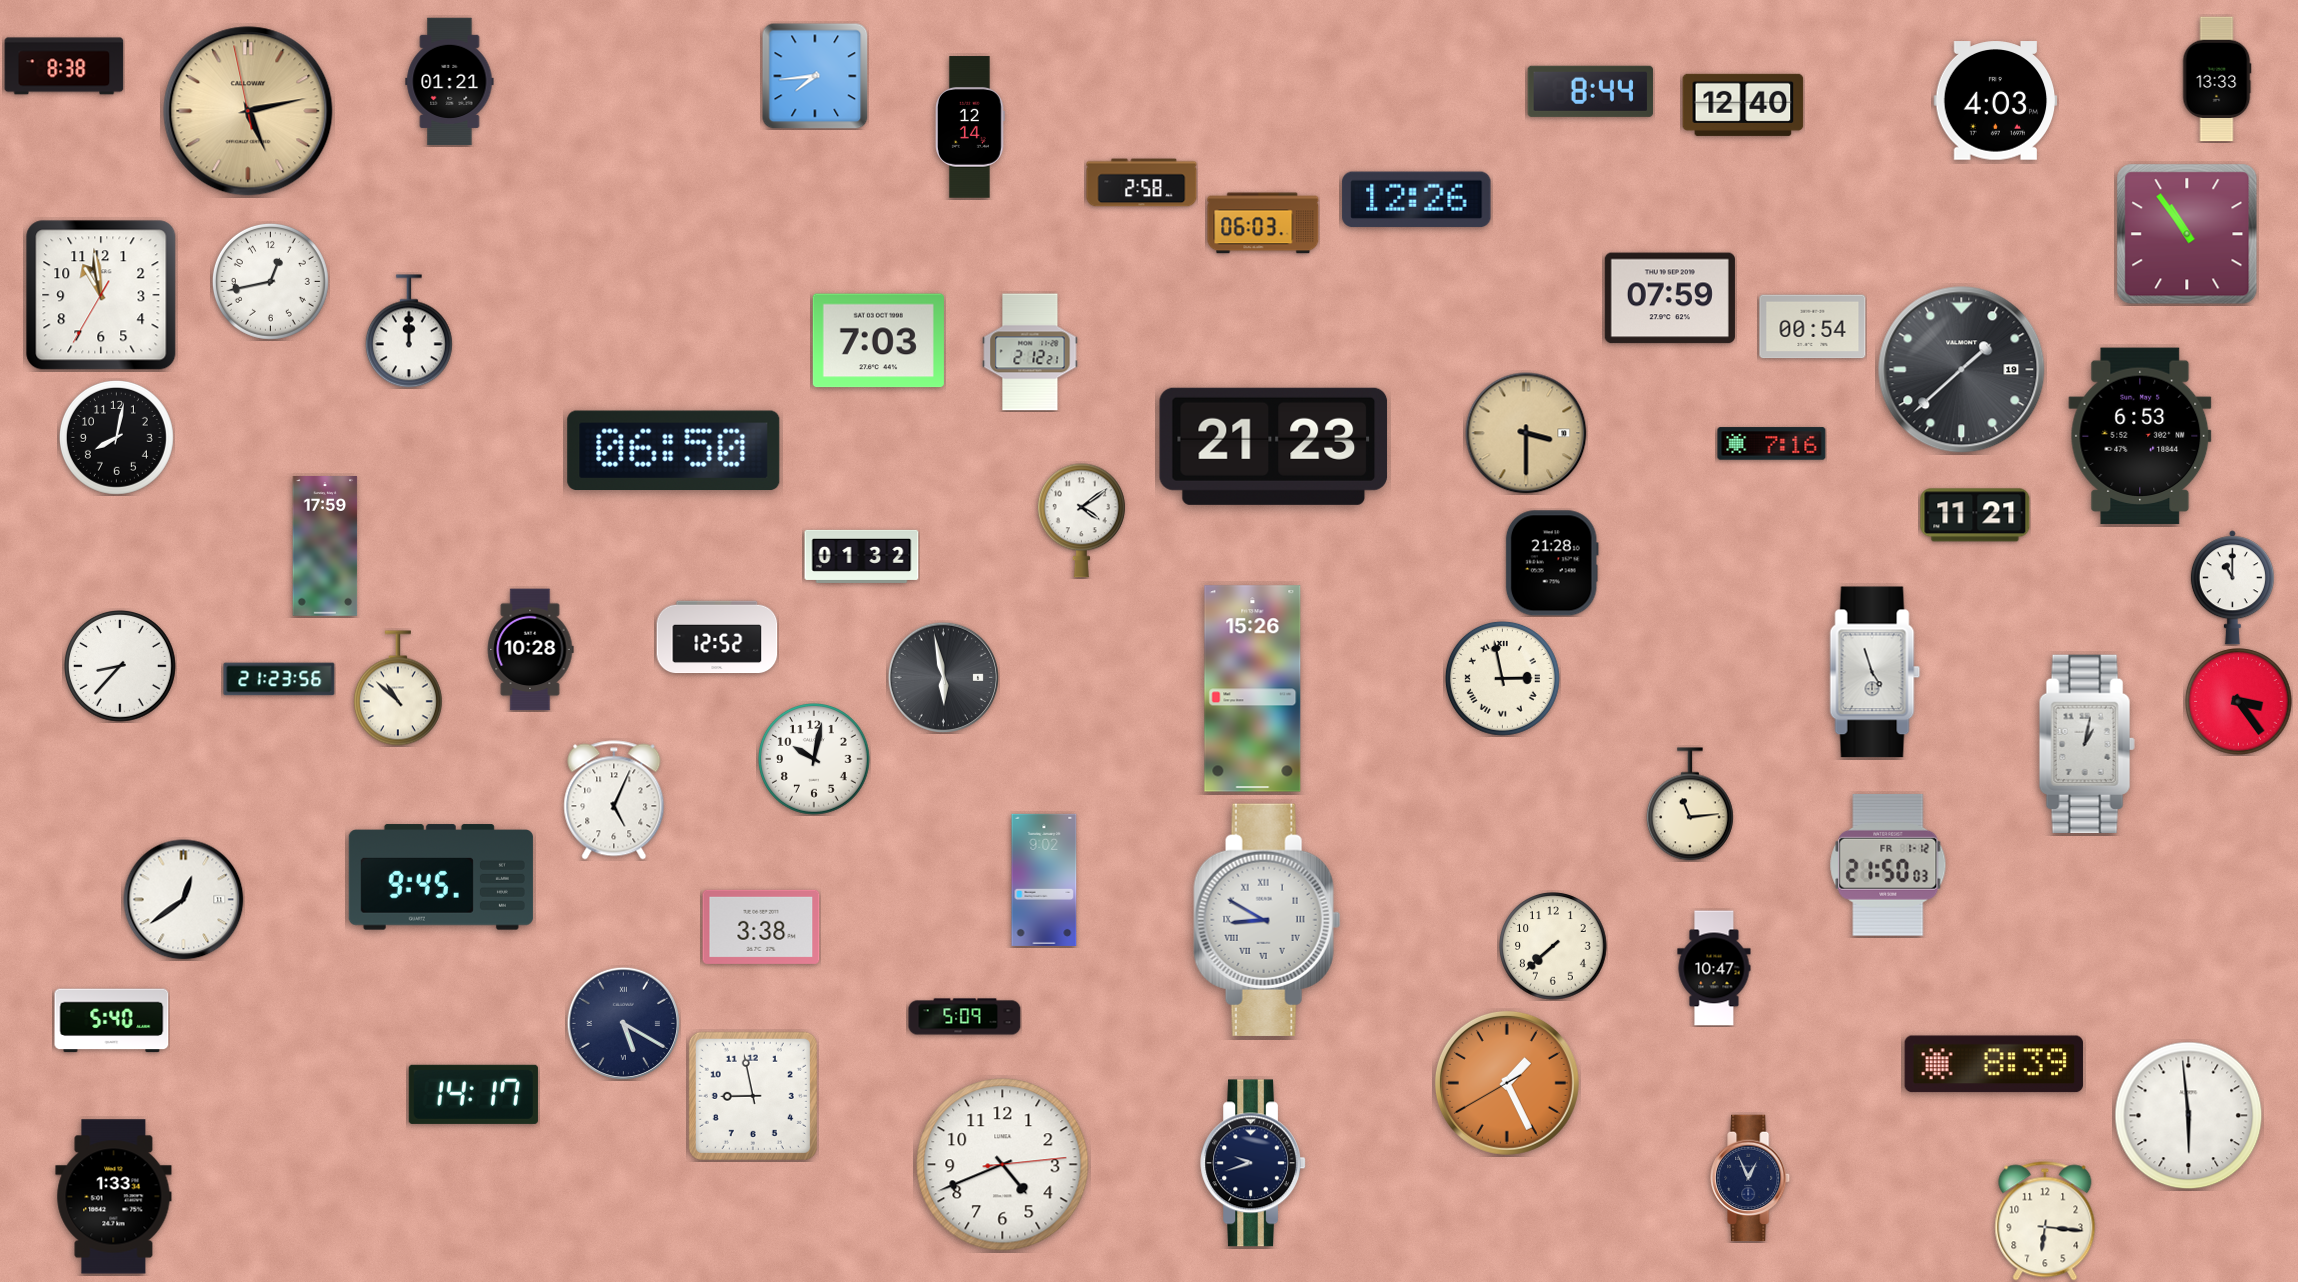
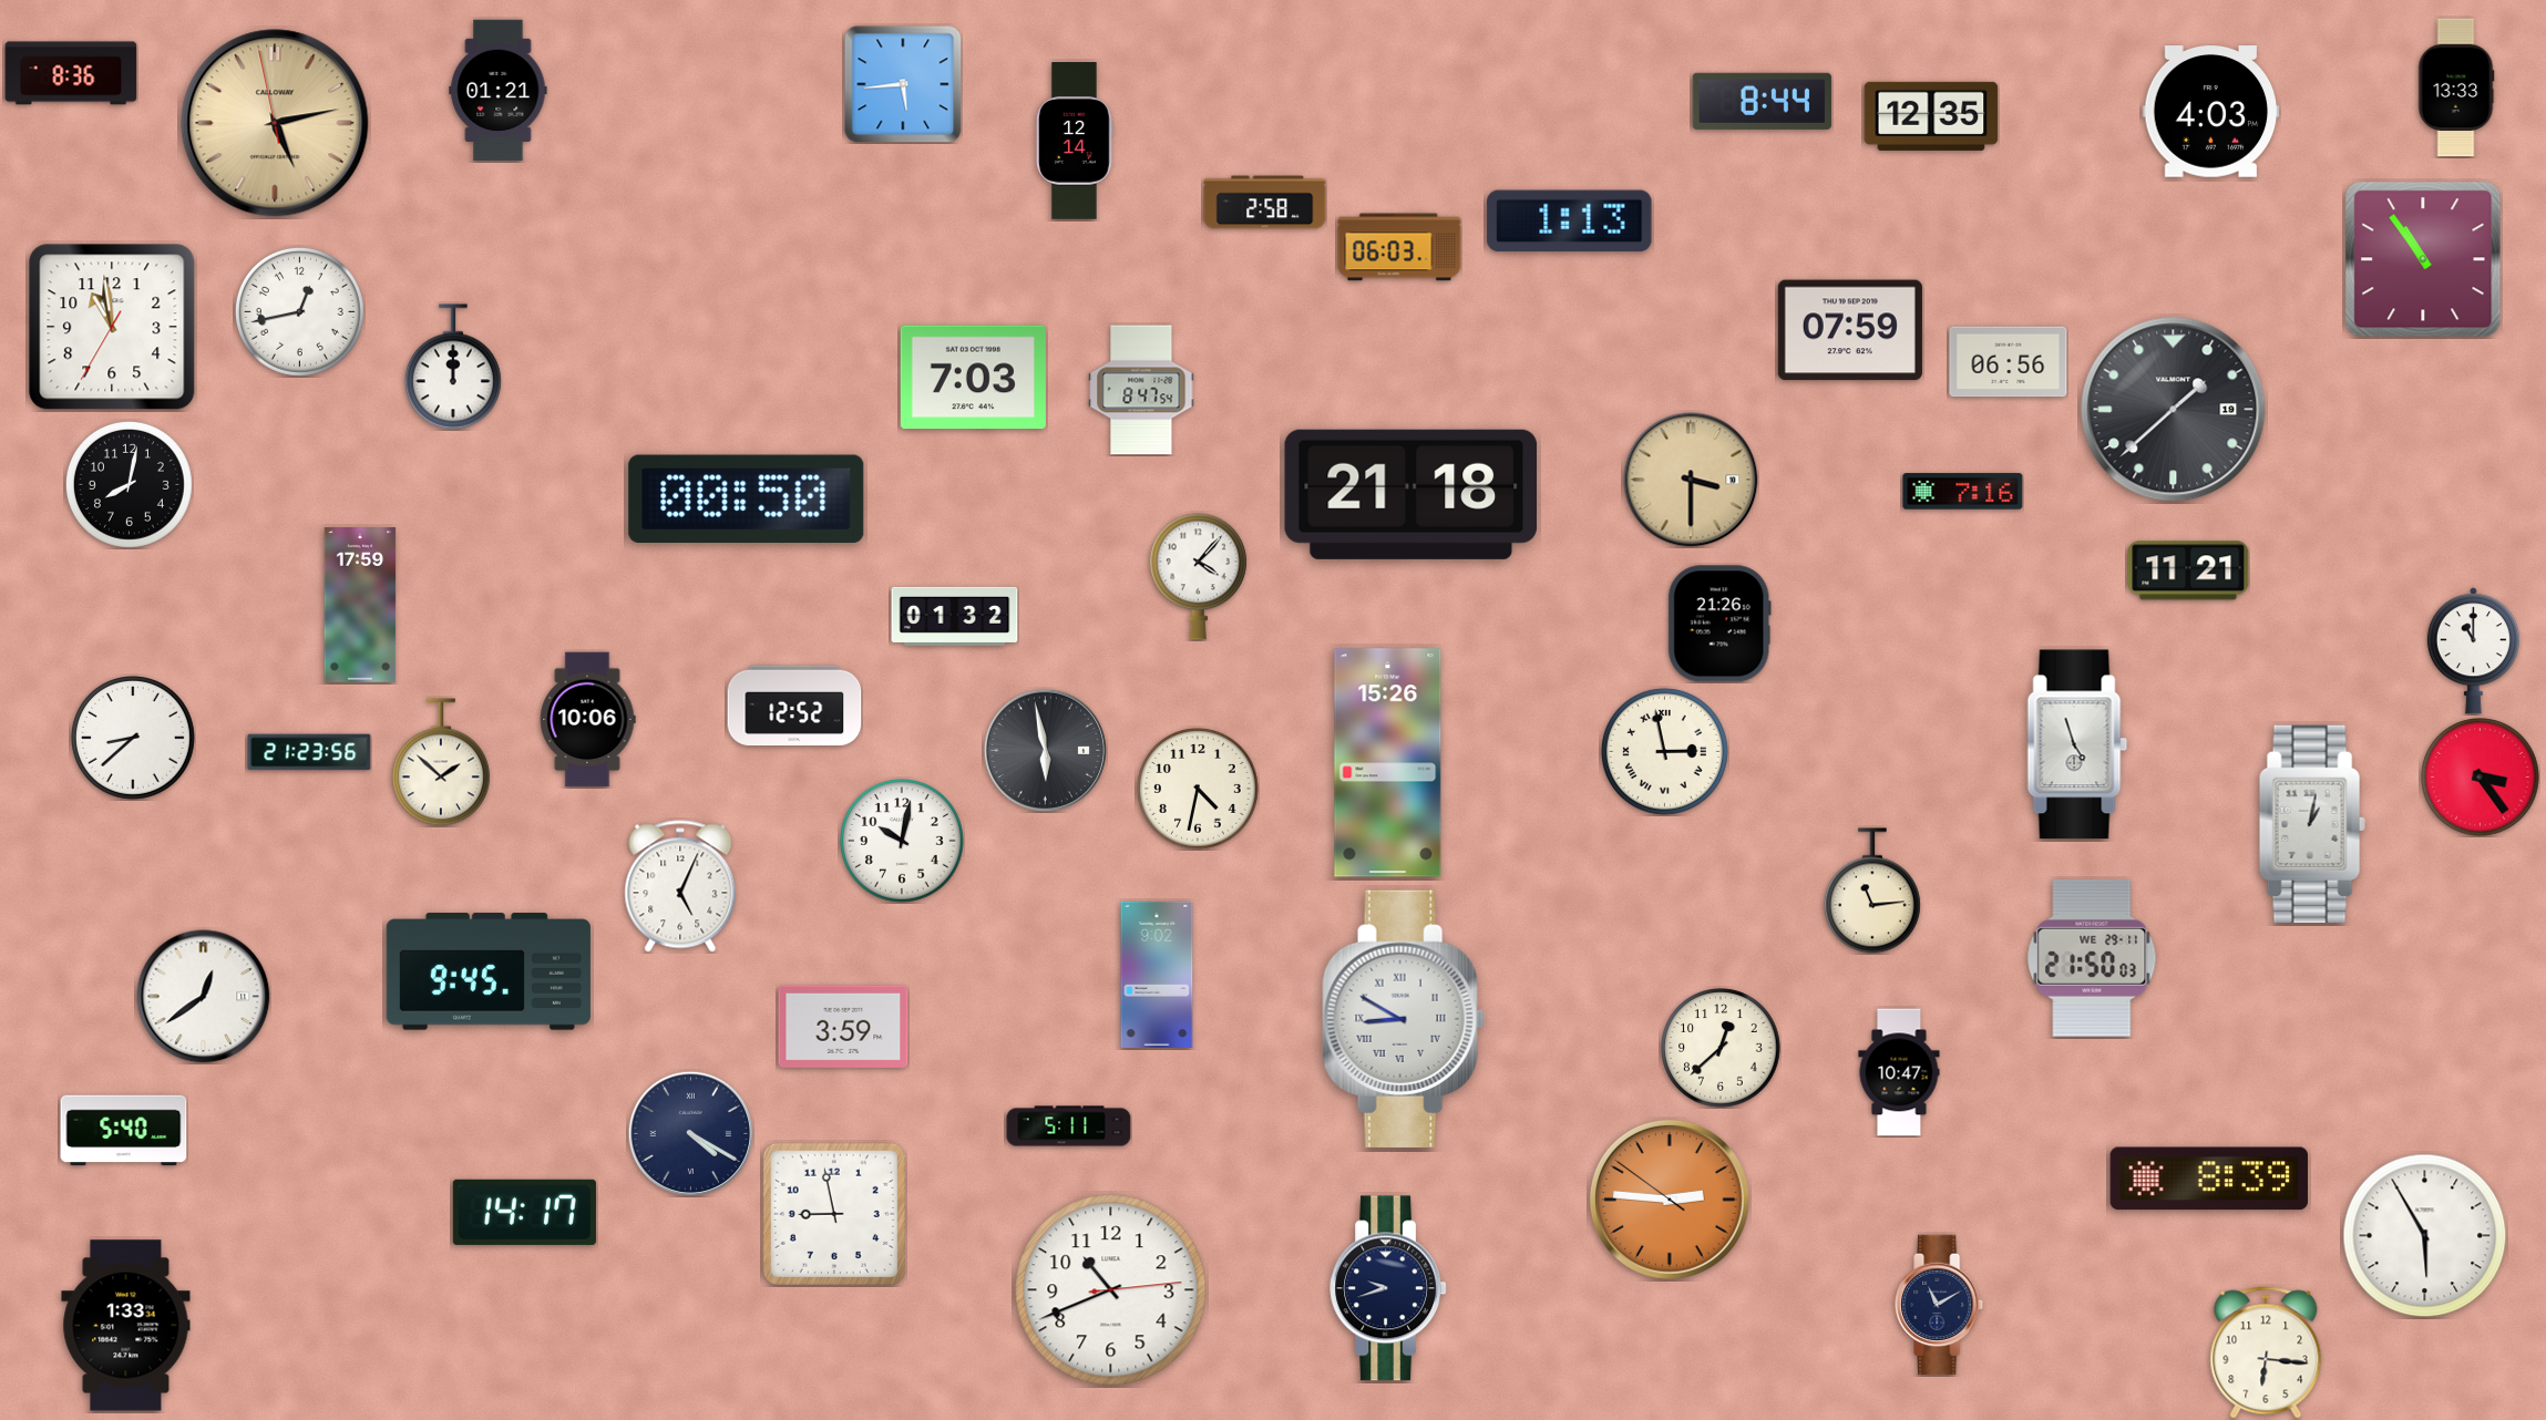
clock at (64, 66): 8:38 -> 8:36
clock at (815, 76): 7:44 -> 5:44
clock at (1743, 105): 12:40 -> 12:35
clock at (1417, 200): 12:26 -> 1:13
clock at (1813, 327): 00:54 -> 06:56
clock at (1030, 352): 2:12 -> 8:47
clock at (2140, 436): 6:53 -> none
clock at (1274, 446): 21:23 -> 21:18
clock at (674, 450): 06:50 -> 00:50
clock at (1081, 521): 4:09 -> 4:07
clock at (1552, 563): 21:28 -> 21:26
clock at (530, 650): 10:28 -> 10:06
clock at (121, 667): 8:37 -> 8:38
clock at (398, 688): 10:52 -> 1:52
clock at (1198, 789): none -> 4:32
clock at (1888, 865) date: FR 1-12 -> WE 29-11
clock at (761, 927): 3:38 -> 3:59
clock at (1553, 946): 7:38 -> 12:38
clock at (965, 1017): 5:09 -> 5:11
clock at (623, 1023): 5:20 -> 4:20
clock at (1507, 1083): 1:25 -> 2:45
clock at (2189, 1116): 5:59 -> 5:55
clock at (1003, 1165): 4:41 -> 10:41
clock at (1751, 1178): 12:56 -> 11:10
